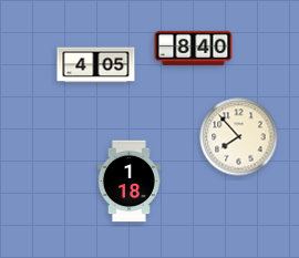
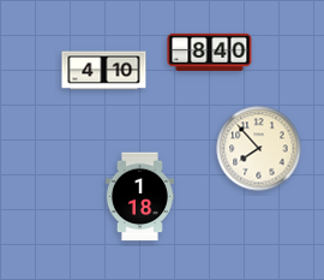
clock at (96, 65): 4:05 -> 4:10
